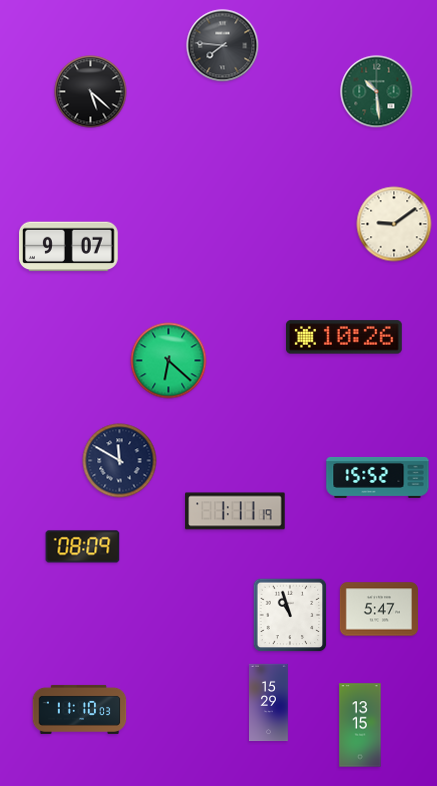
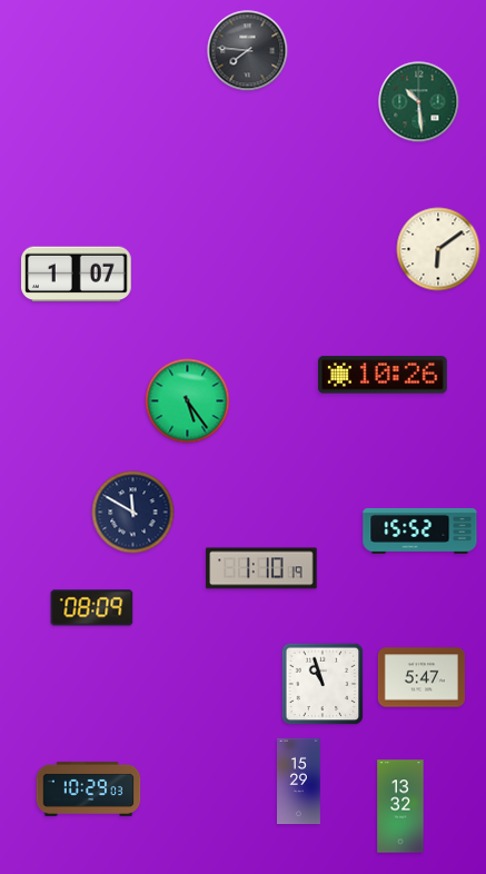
clock at (91, 92): 5:22 -> none
clock at (394, 224): 9:09 -> 6:09
clock at (69, 247): 9:07 -> 1:07
clock at (169, 361): 6:22 -> 5:24
clock at (235, 511): 1:11 -> 1:10
clock at (80, 709): 11:10 -> 10:29
clock at (360, 725): 13:15 -> 13:32
